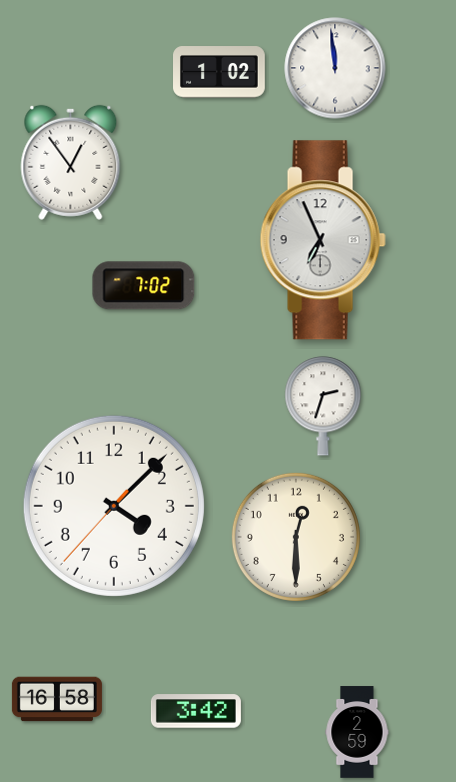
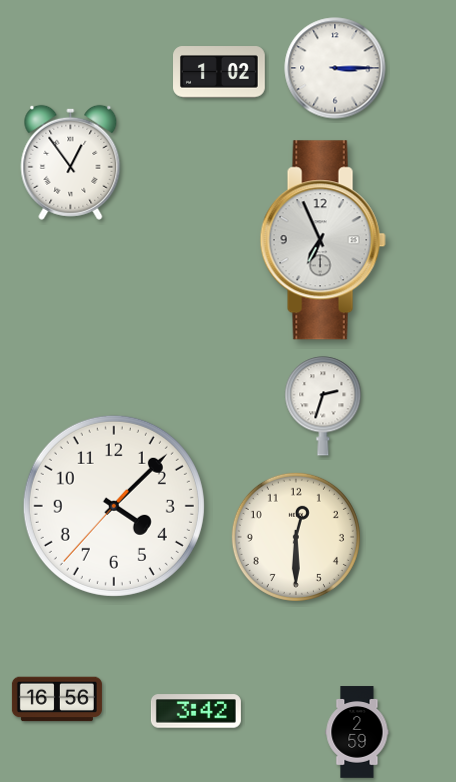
clock at (335, 68): 11:59 -> 3:15
clock at (144, 286): 7:02 -> none
clock at (57, 699): 16:58 -> 16:56
